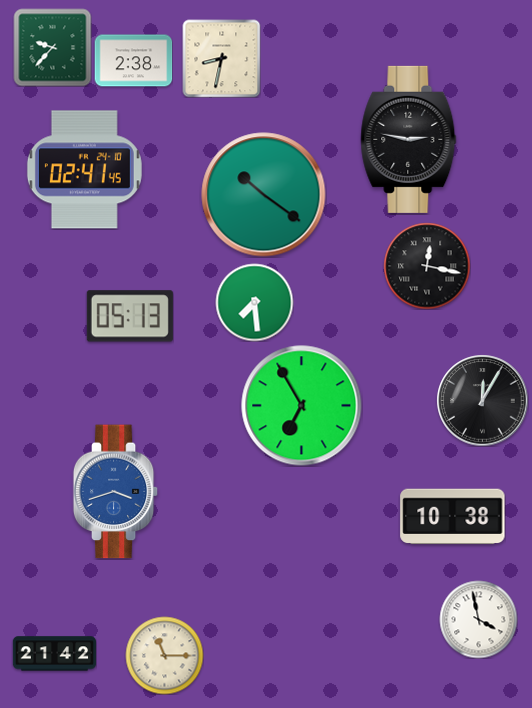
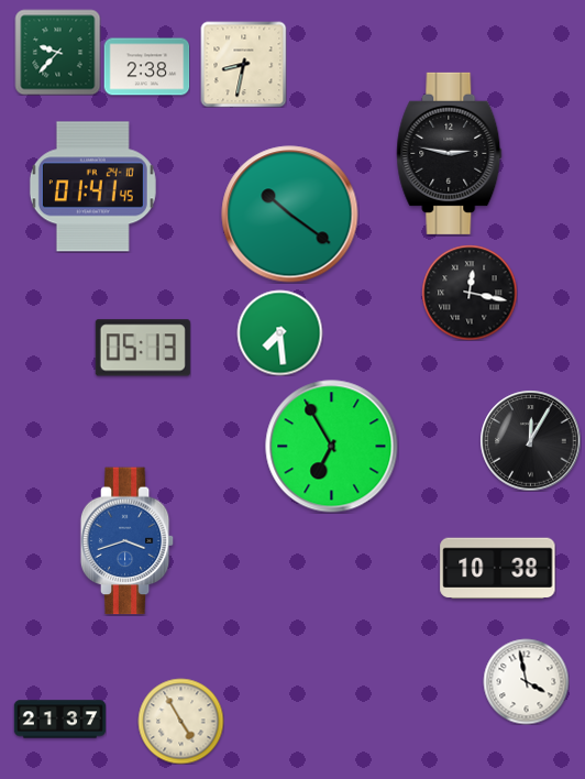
clock at (84, 170): 02:41 -> 01:41
clock at (54, 654): 21:42 -> 21:37
clock at (164, 655): 11:15 -> 4:55
